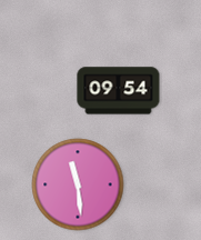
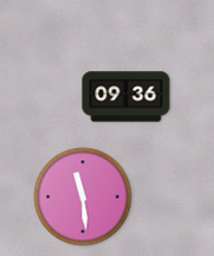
clock at (119, 91): 09:54 -> 09:36
